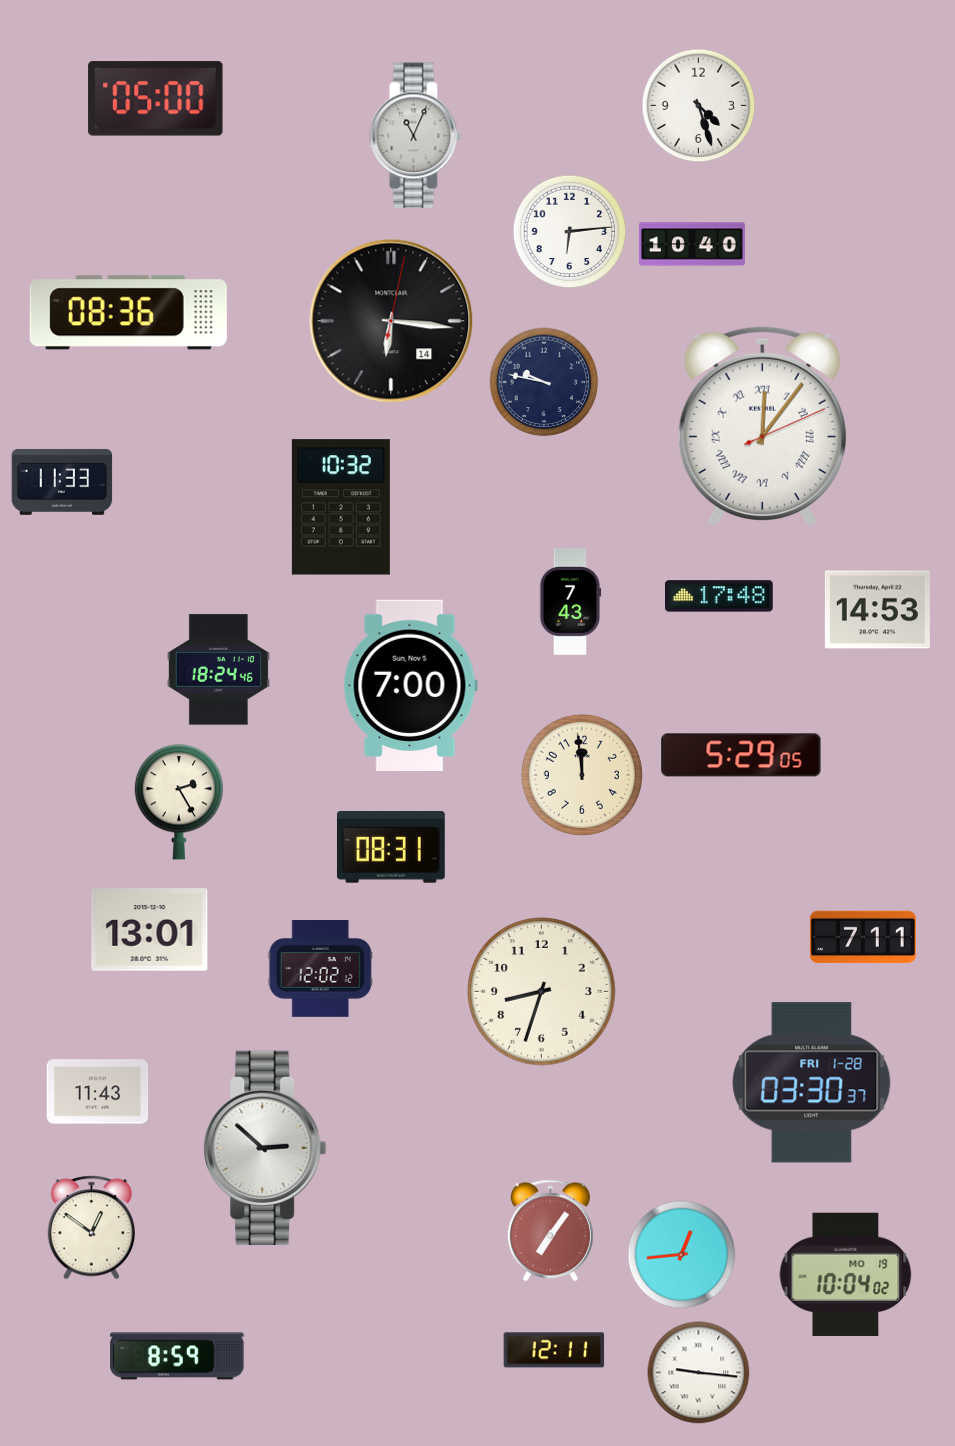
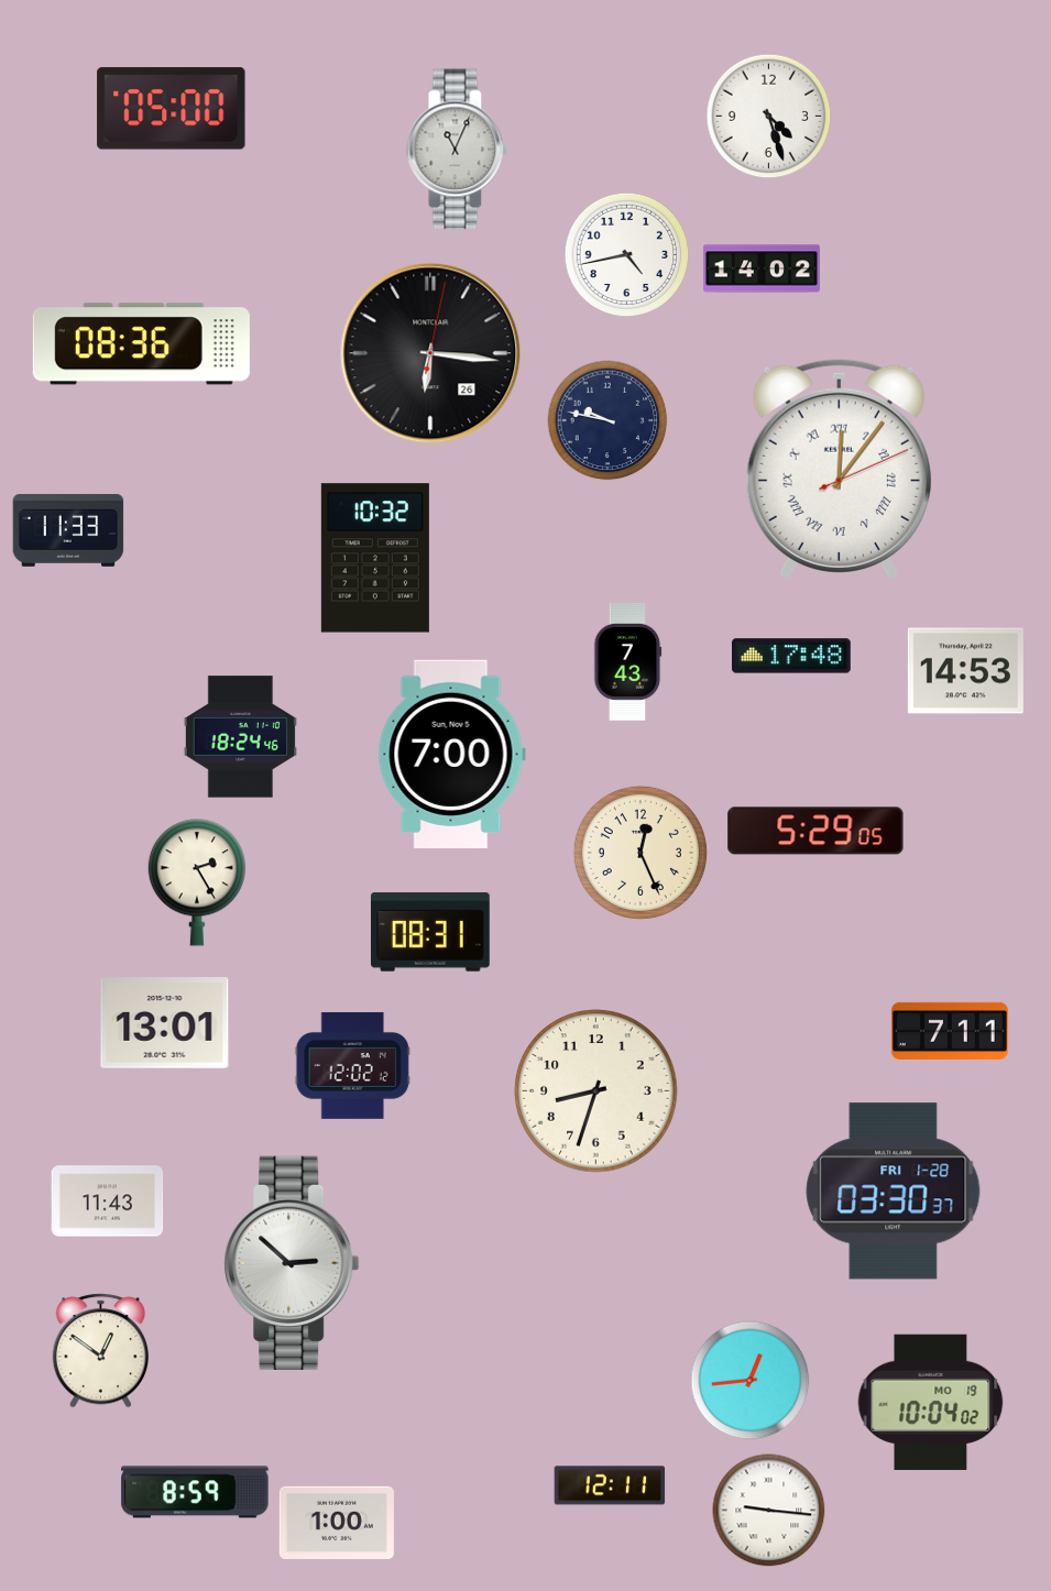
clock at (570, 232): 6:14 -> 4:43
clock at (692, 244): 10:40 -> 14:02
clock at (391, 321) date: 14 -> 26
clock at (544, 382) position: (544, 382) -> (607, 420)
clock at (582, 775): 11:59 -> 12:26
clock at (550, 1231): 7:06 -> none
clock at (337, 1522): none -> 1:00
